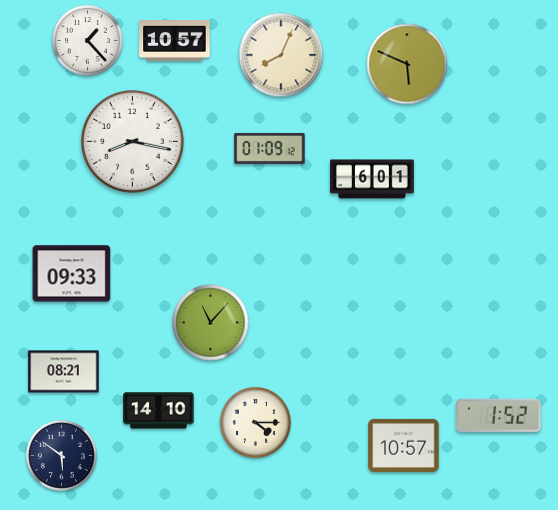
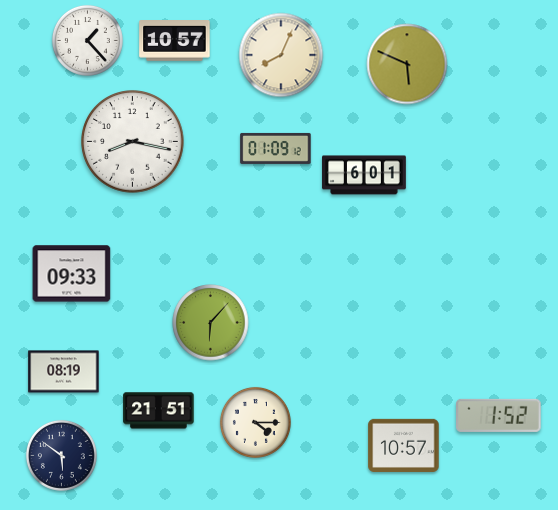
clock at (270, 148) position: (270, 148) -> (276, 148)
clock at (372, 179) position: (372, 179) -> (364, 175)
clock at (211, 323): 11:07 -> 6:07
clock at (64, 372): 08:21 -> 08:19
clock at (159, 411): 14:10 -> 21:51
